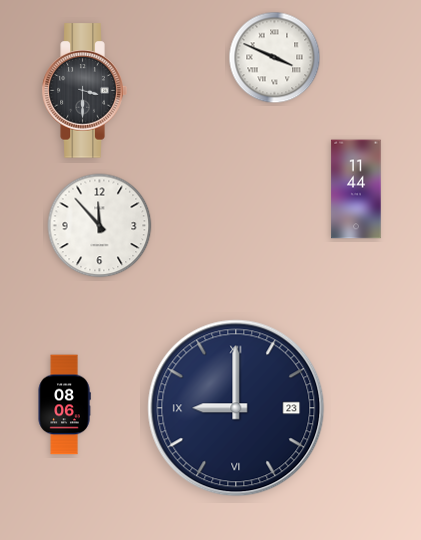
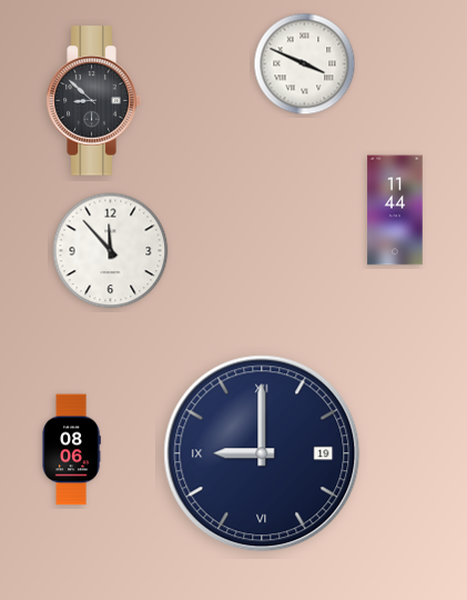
clock at (84, 91): 3:30 -> 8:52
clock at (236, 408) date: 23 -> 19
